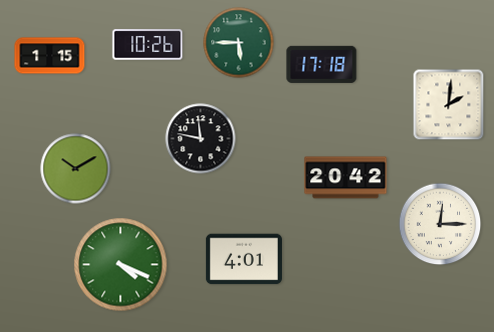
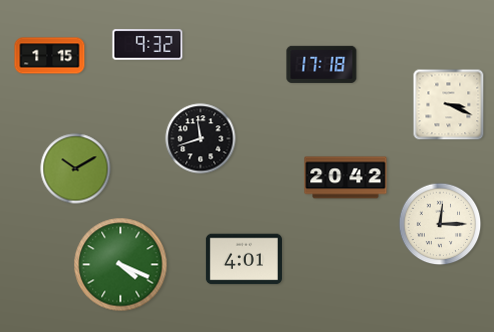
clock at (239, 43): 5:45 -> none
clock at (148, 45): 10:26 -> 9:32
clock at (449, 105): 2:01 -> 3:19
clock at (201, 139): 11:47 -> 11:42
